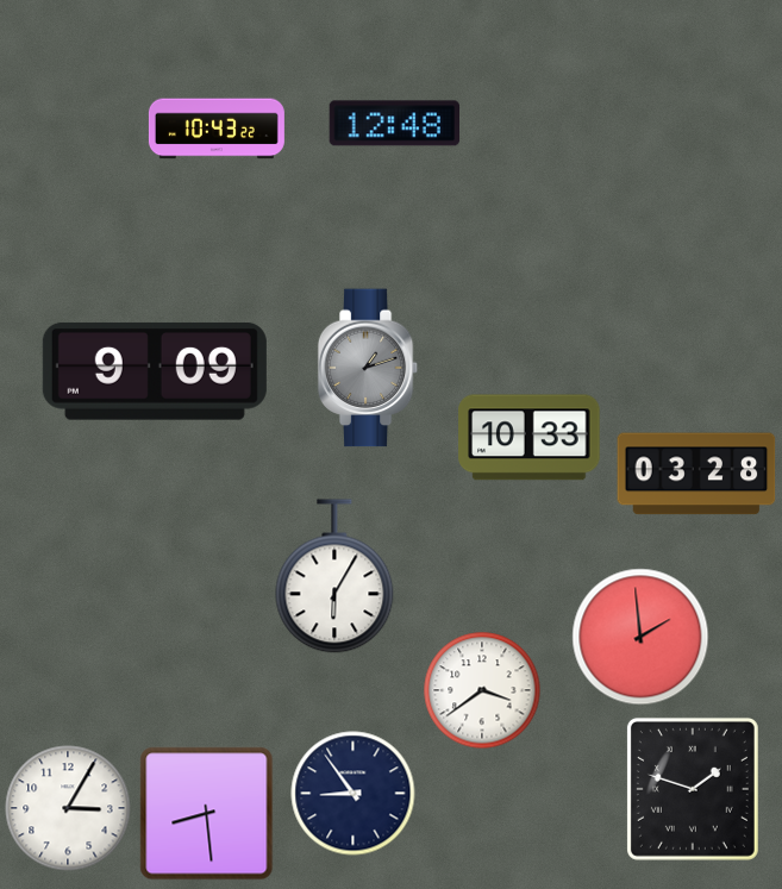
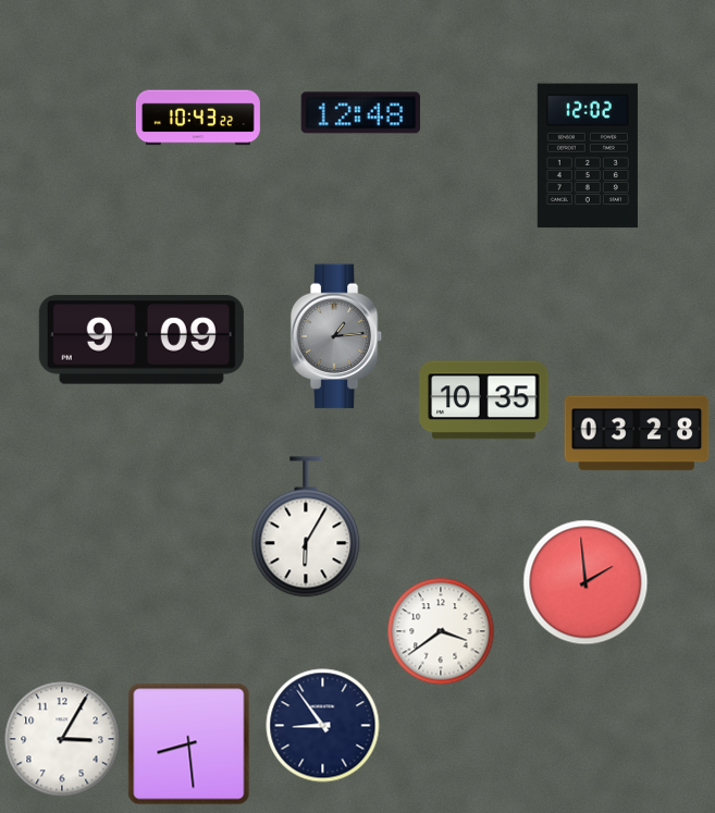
clock at (588, 156): none -> 12:02
clock at (368, 368): 1:12 -> 1:14
clock at (530, 438): 10:33 -> 10:35
clock at (693, 789): 1:48 -> none
